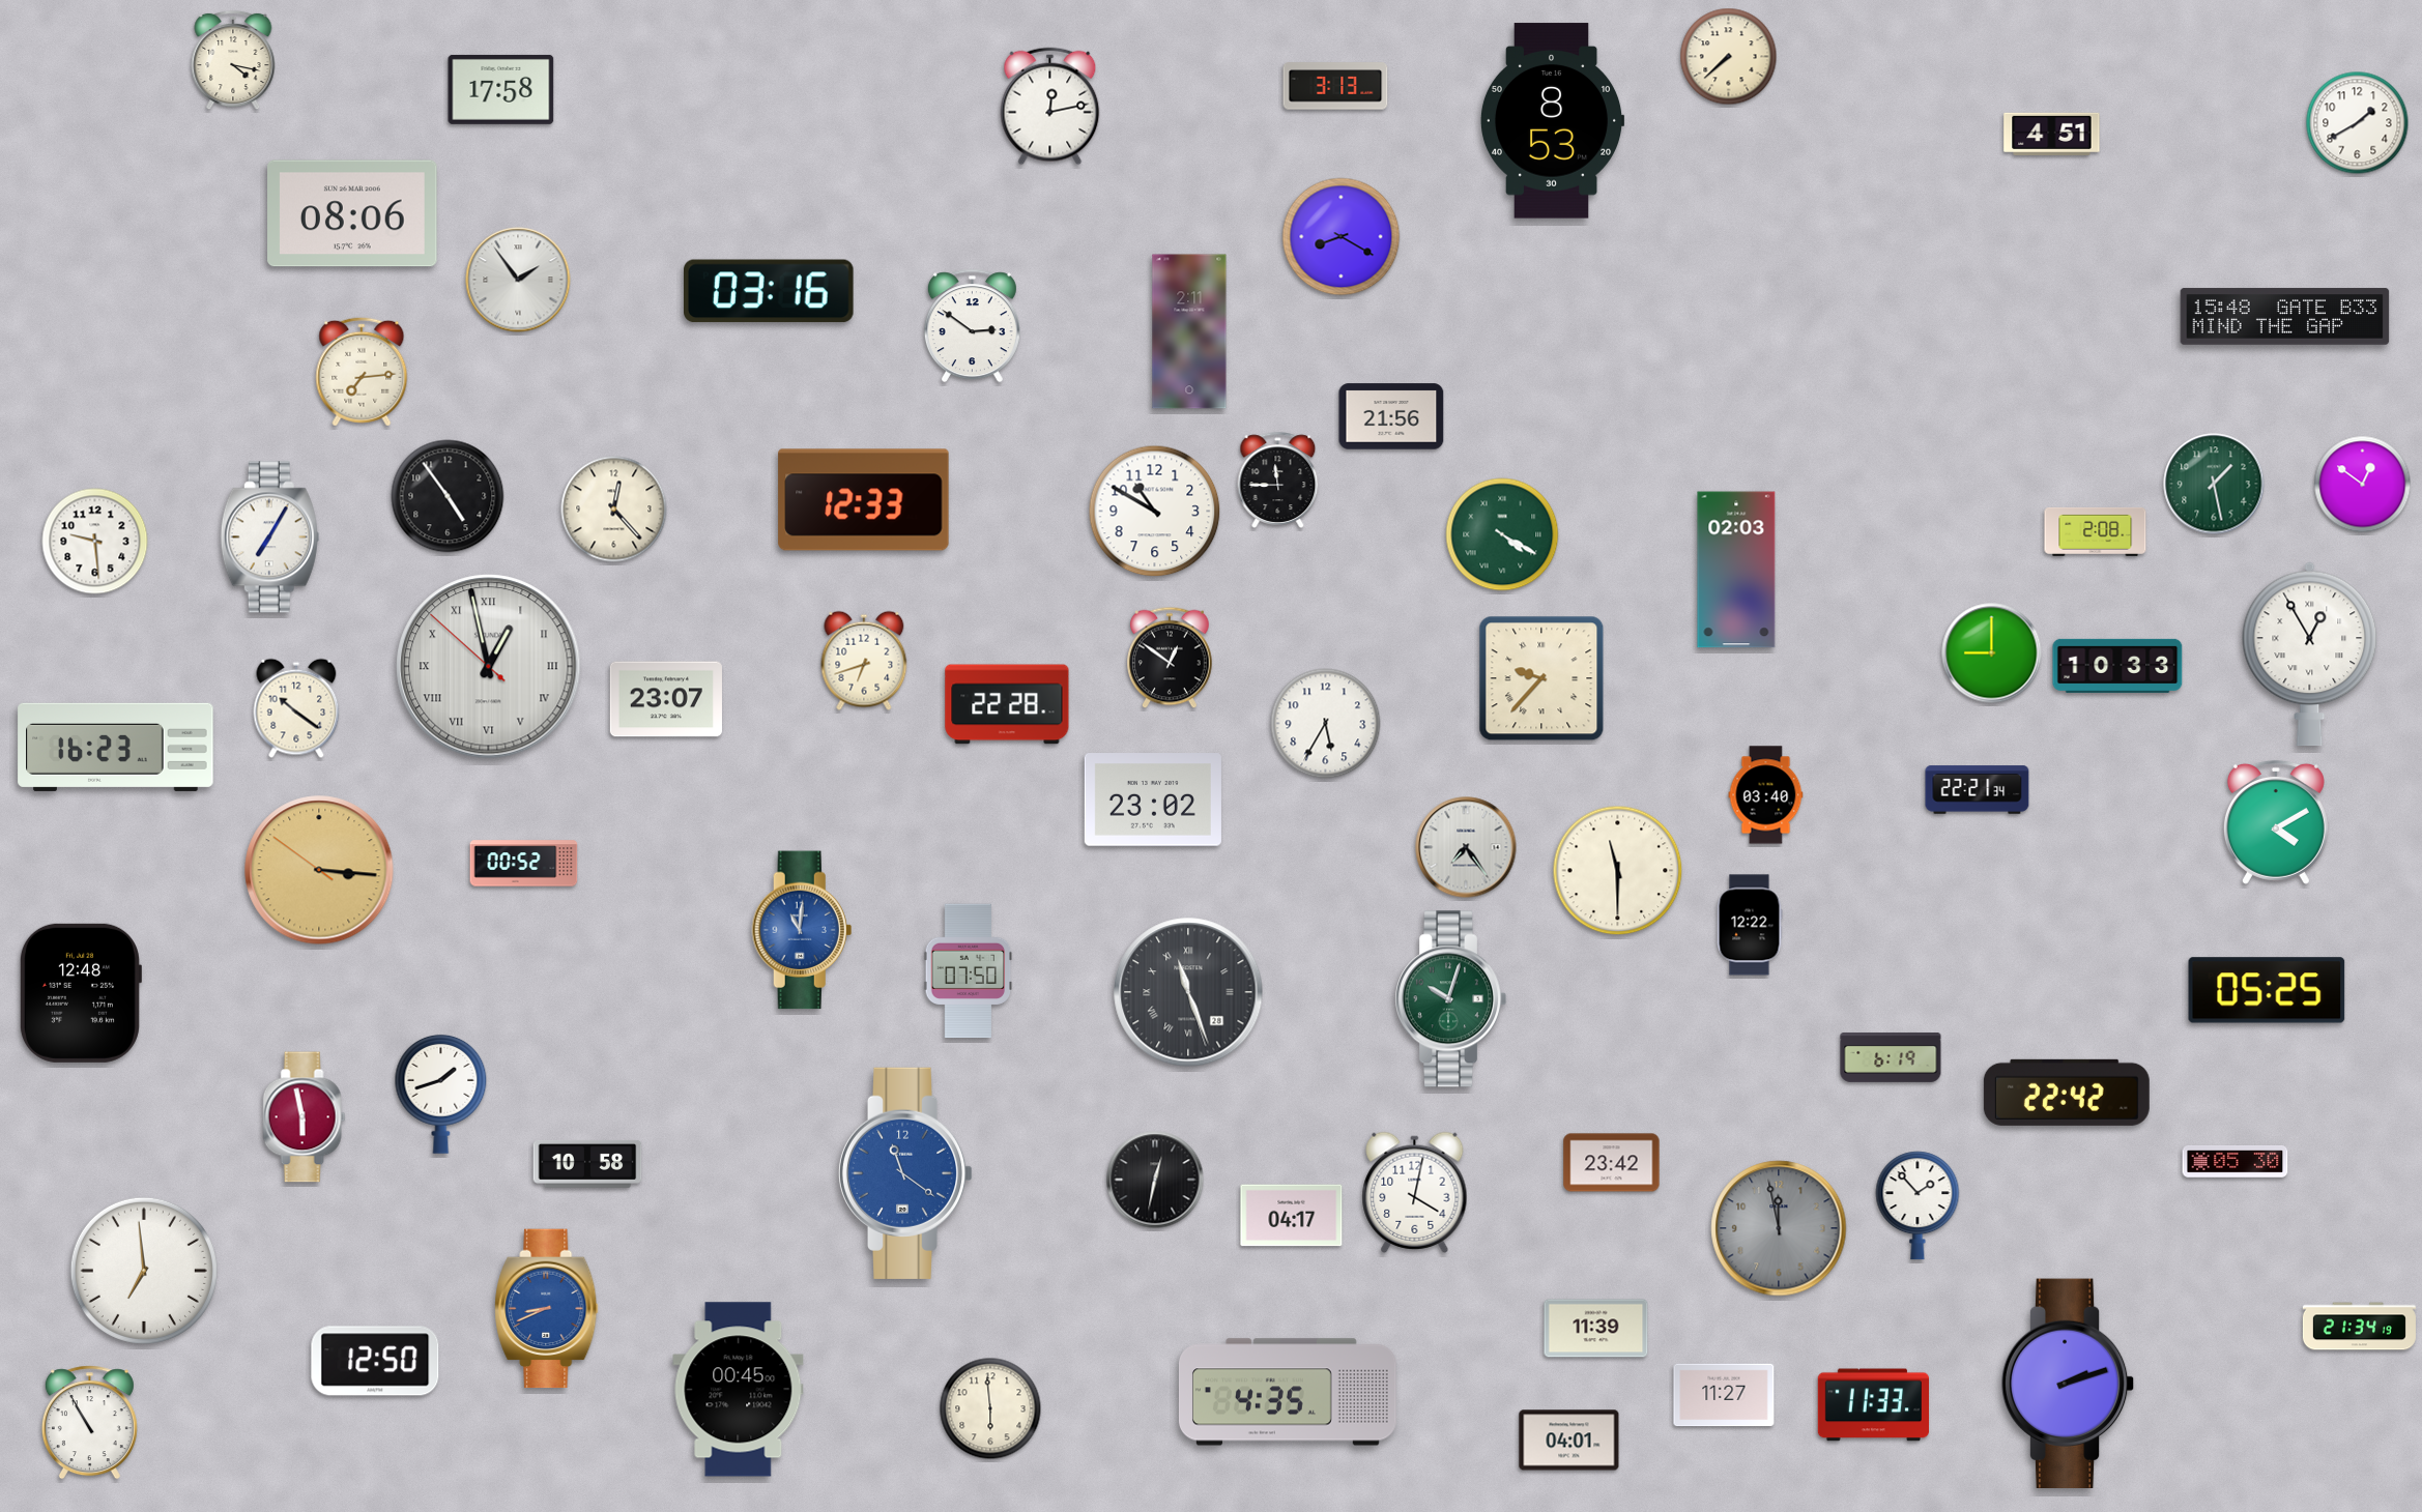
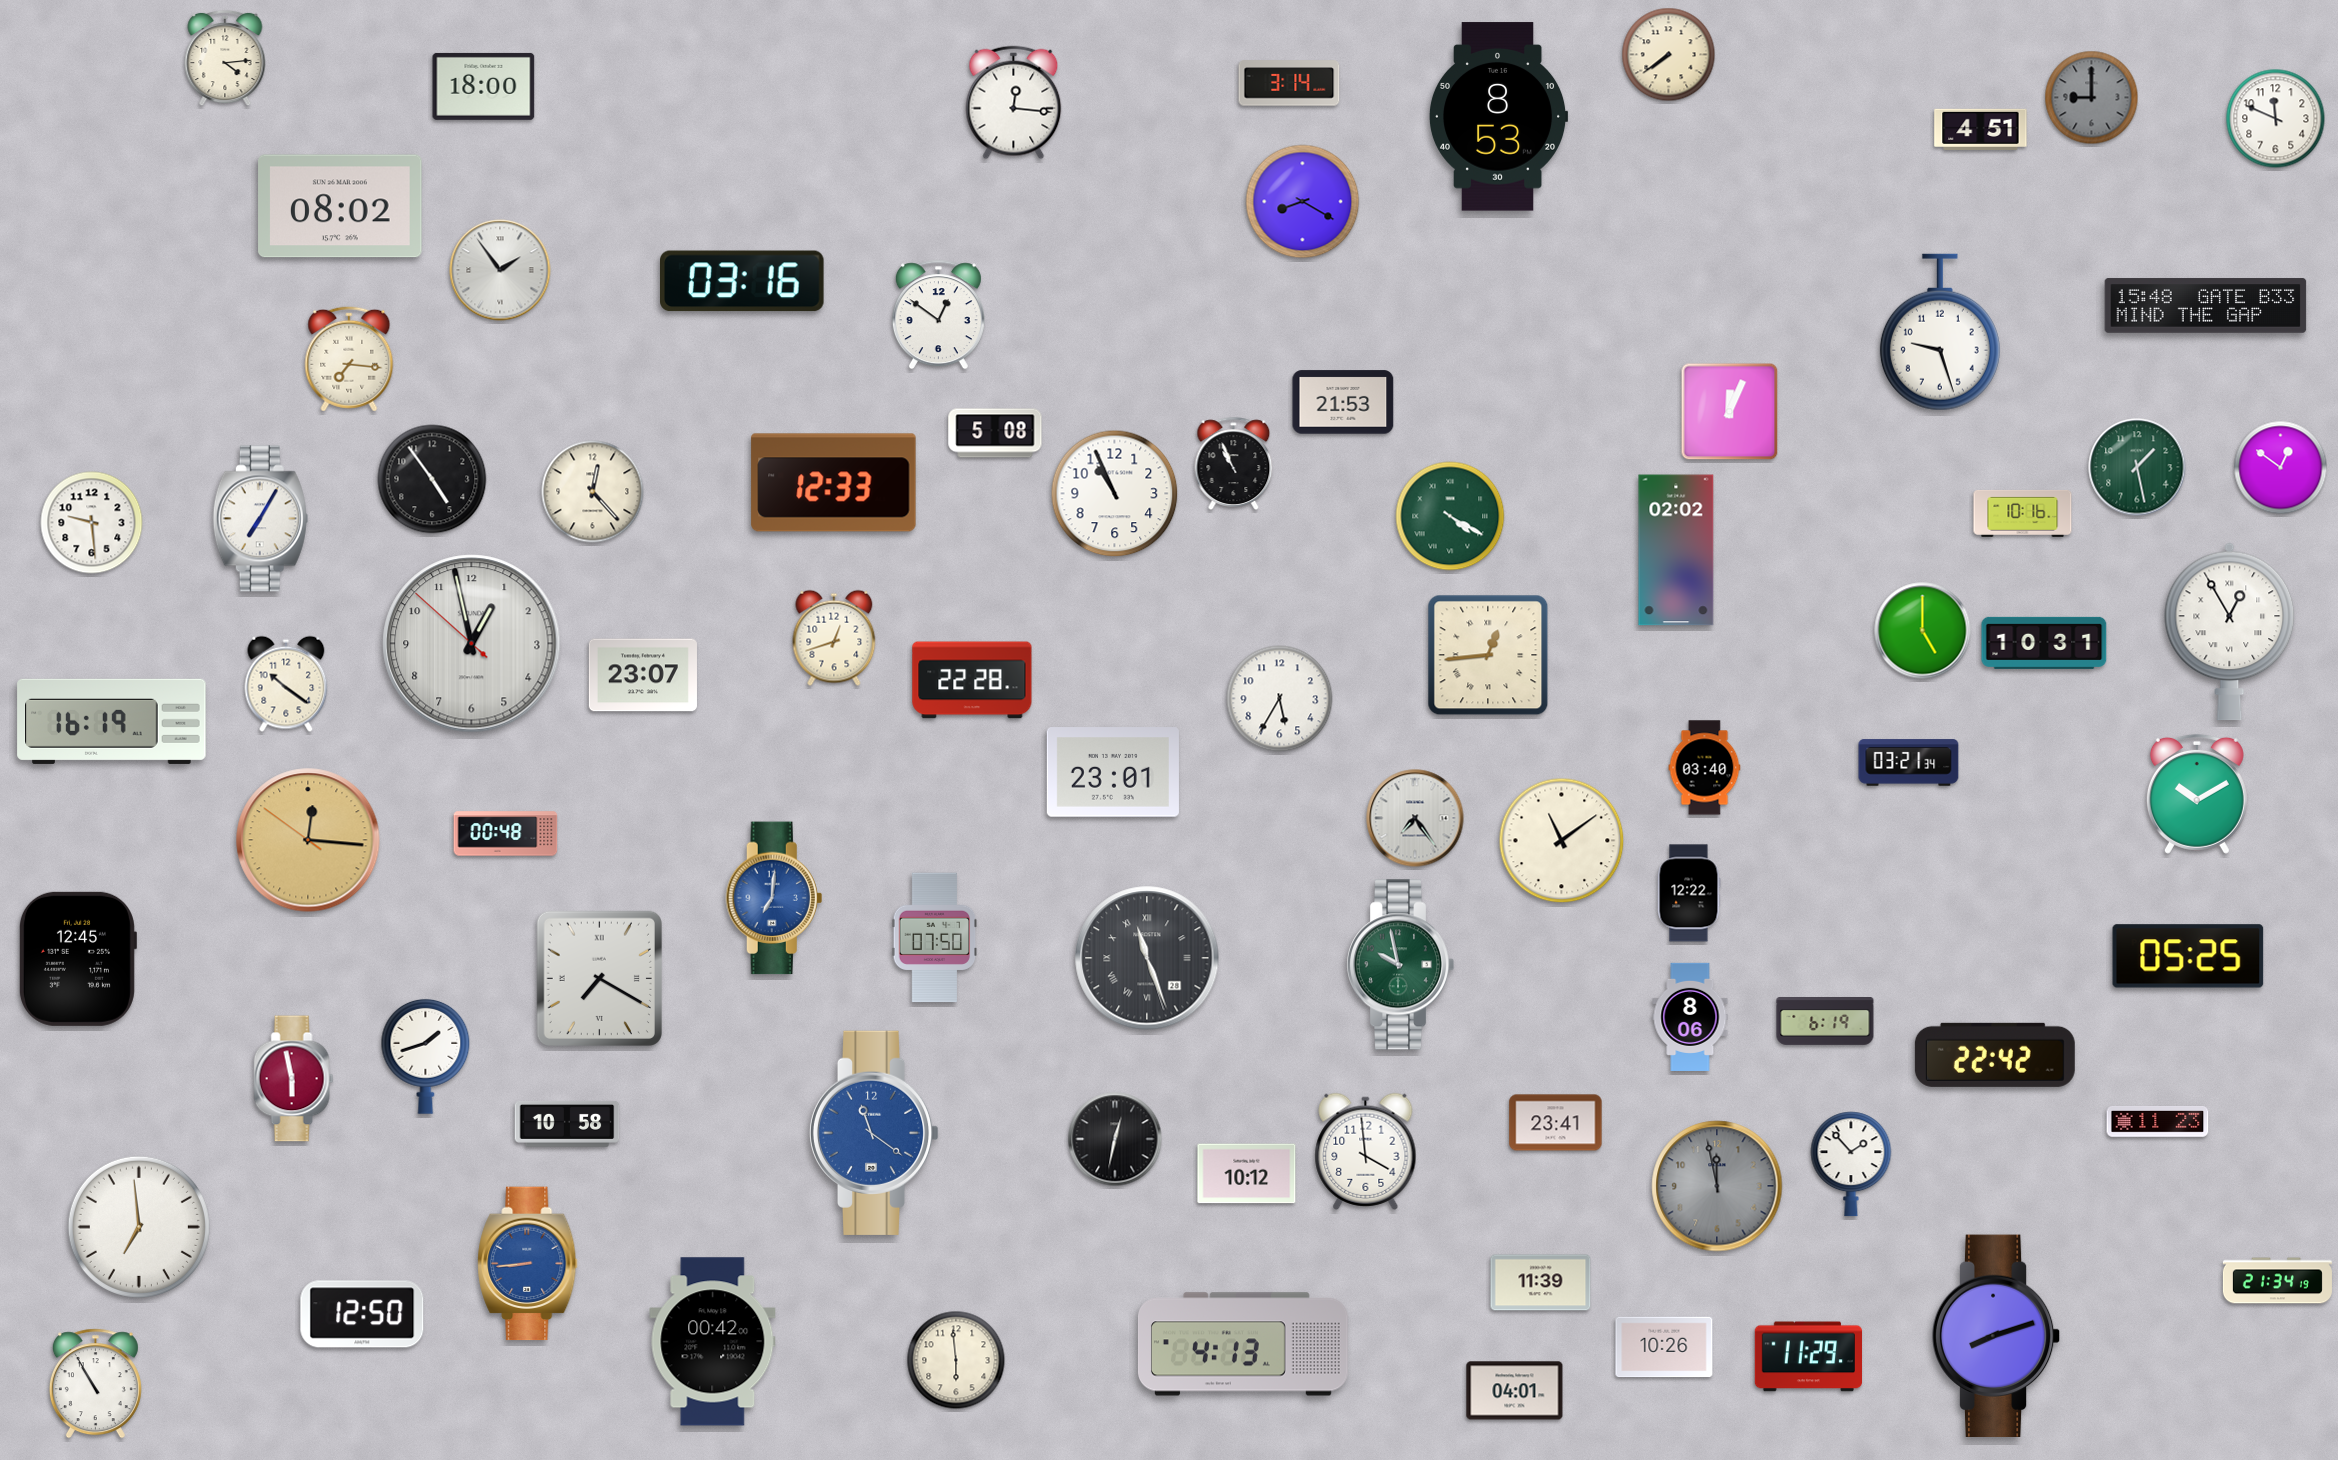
clock at (1729, 57): 7:38 -> 7:39
clock at (233, 60): 4:17 -> 4:14
clock at (1335, 86): 3:13 -> 3:14
clock at (501, 89): 17:58 -> 18:00
clock at (2092, 98): none -> 9:00
clock at (1050, 107): 12:13 -> 12:16
clock at (2358, 123): 1:40 -> 11:49
clock at (352, 213): 08:06 -> 08:02
clock at (1342, 237) position: (1342, 237) -> (1303, 202)
clock at (972, 326): 2:51 -> 12:51
clock at (1189, 331): 2:11 -> none
clock at (1940, 332): none -> 9:27
clock at (362, 372): 7:14 -> 7:16
clock at (1391, 416): 21:56 -> 21:53
clock at (1730, 412): none -> 12:04
clock at (995, 433): none -> 5:08
clock at (1278, 479): 11:45 -> 10:56
clock at (1155, 512): 10:50 -> 10:56
clock at (2096, 531): 2:08 -> 10:16
clock at (1736, 570): 02:03 -> 02:02
clock at (1992, 653): 9:00 -> 5:00
clock at (1170, 658): 12:51 -> none
clock at (864, 661): 6:42 -> 12:42
clock at (2117, 666): 10:33 -> 10:31
clock at (489, 667) numerals: Roman -> Arabic
clock at (1541, 678): 9:37 -> 12:44
clock at (116, 747): 16:23 -> 16:19
clock at (1978, 790): 22:21 -> 03:21
clock at (1153, 799): 23:02 -> 23:01
clock at (2276, 822): 4:10 -> 10:10
clock at (524, 864): 00:52 -> 00:48
clock at (319, 870): 3:15 -> 12:15
clock at (1618, 871): 11:30 -> 11:09
clock at (802, 930): 11:01 -> 7:01
clock at (80, 993): 12:48 -> 12:45
clock at (1451, 999): 10:03 -> 9:58
clock at (599, 978): none -> 7:20
clock at (1690, 1017): none -> 8:06
clock at (2236, 1162): 05:30 -> 11:23
clock at (1612, 1163): 23:42 -> 23:41
clock at (1415, 1192): 4:02 -> 3:59
clock at (1292, 1216): 04:17 -> 10:12
clock at (547, 1309): 8:41 -> 8:44
clock at (2068, 1383): 2:12 -> 8:12
clock at (739, 1390): 00:45 -> 00:42
clock at (1288, 1392): 4:35 -> 4:13
clock at (1724, 1395): 11:27 -> 10:26
clock at (1873, 1405): 11:33 -> 11:29
clock at (89, 1423) position: (89, 1423) -> (95, 1384)
